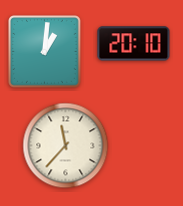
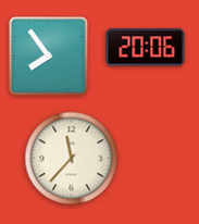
clock at (134, 44): 20:10 -> 20:06
clock at (45, 52): 1:01 -> 7:54
